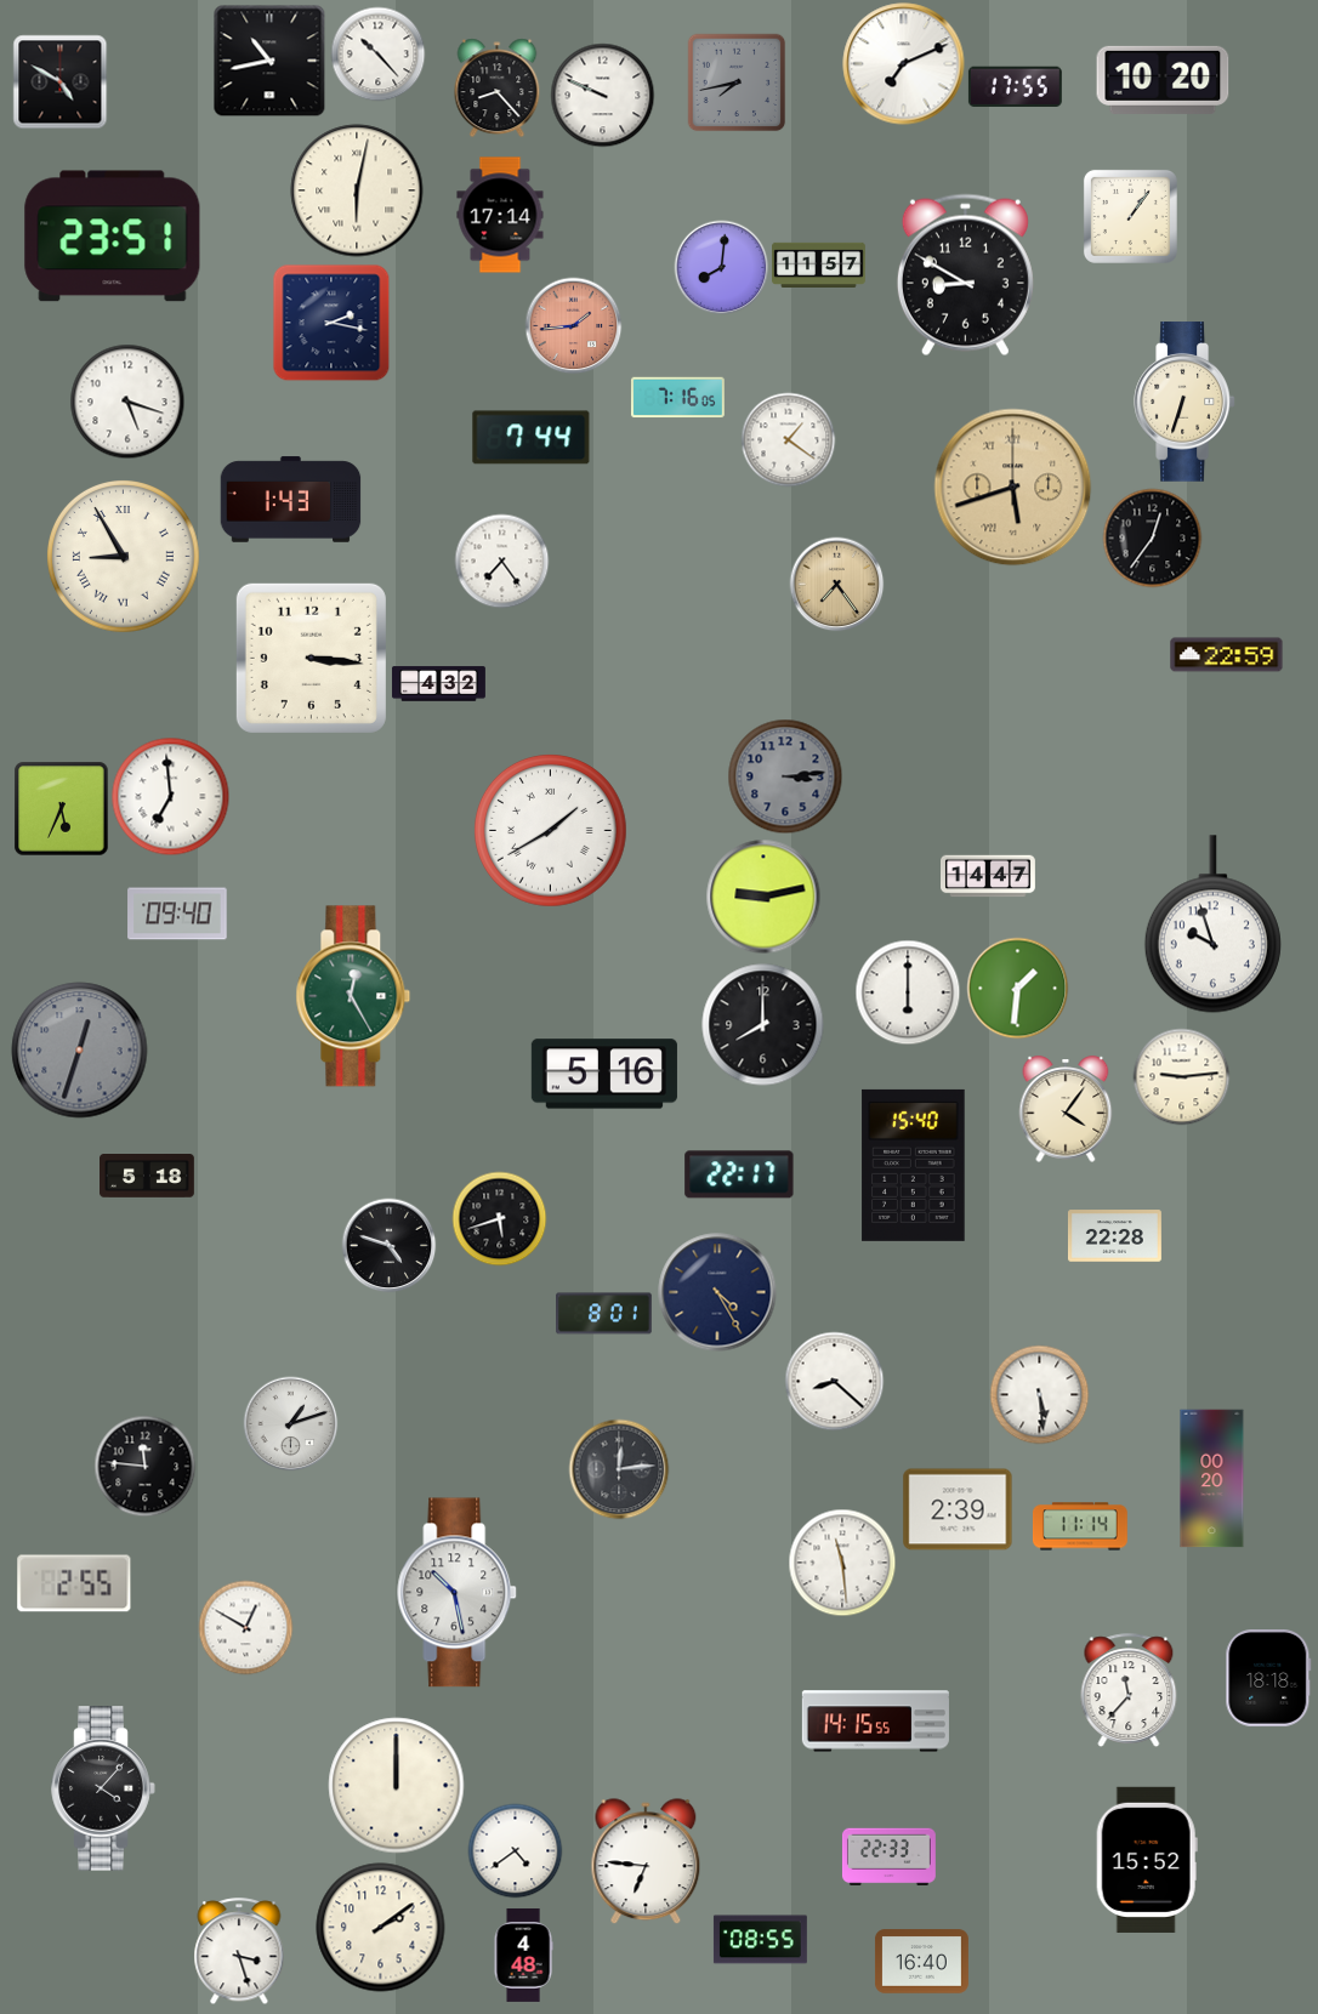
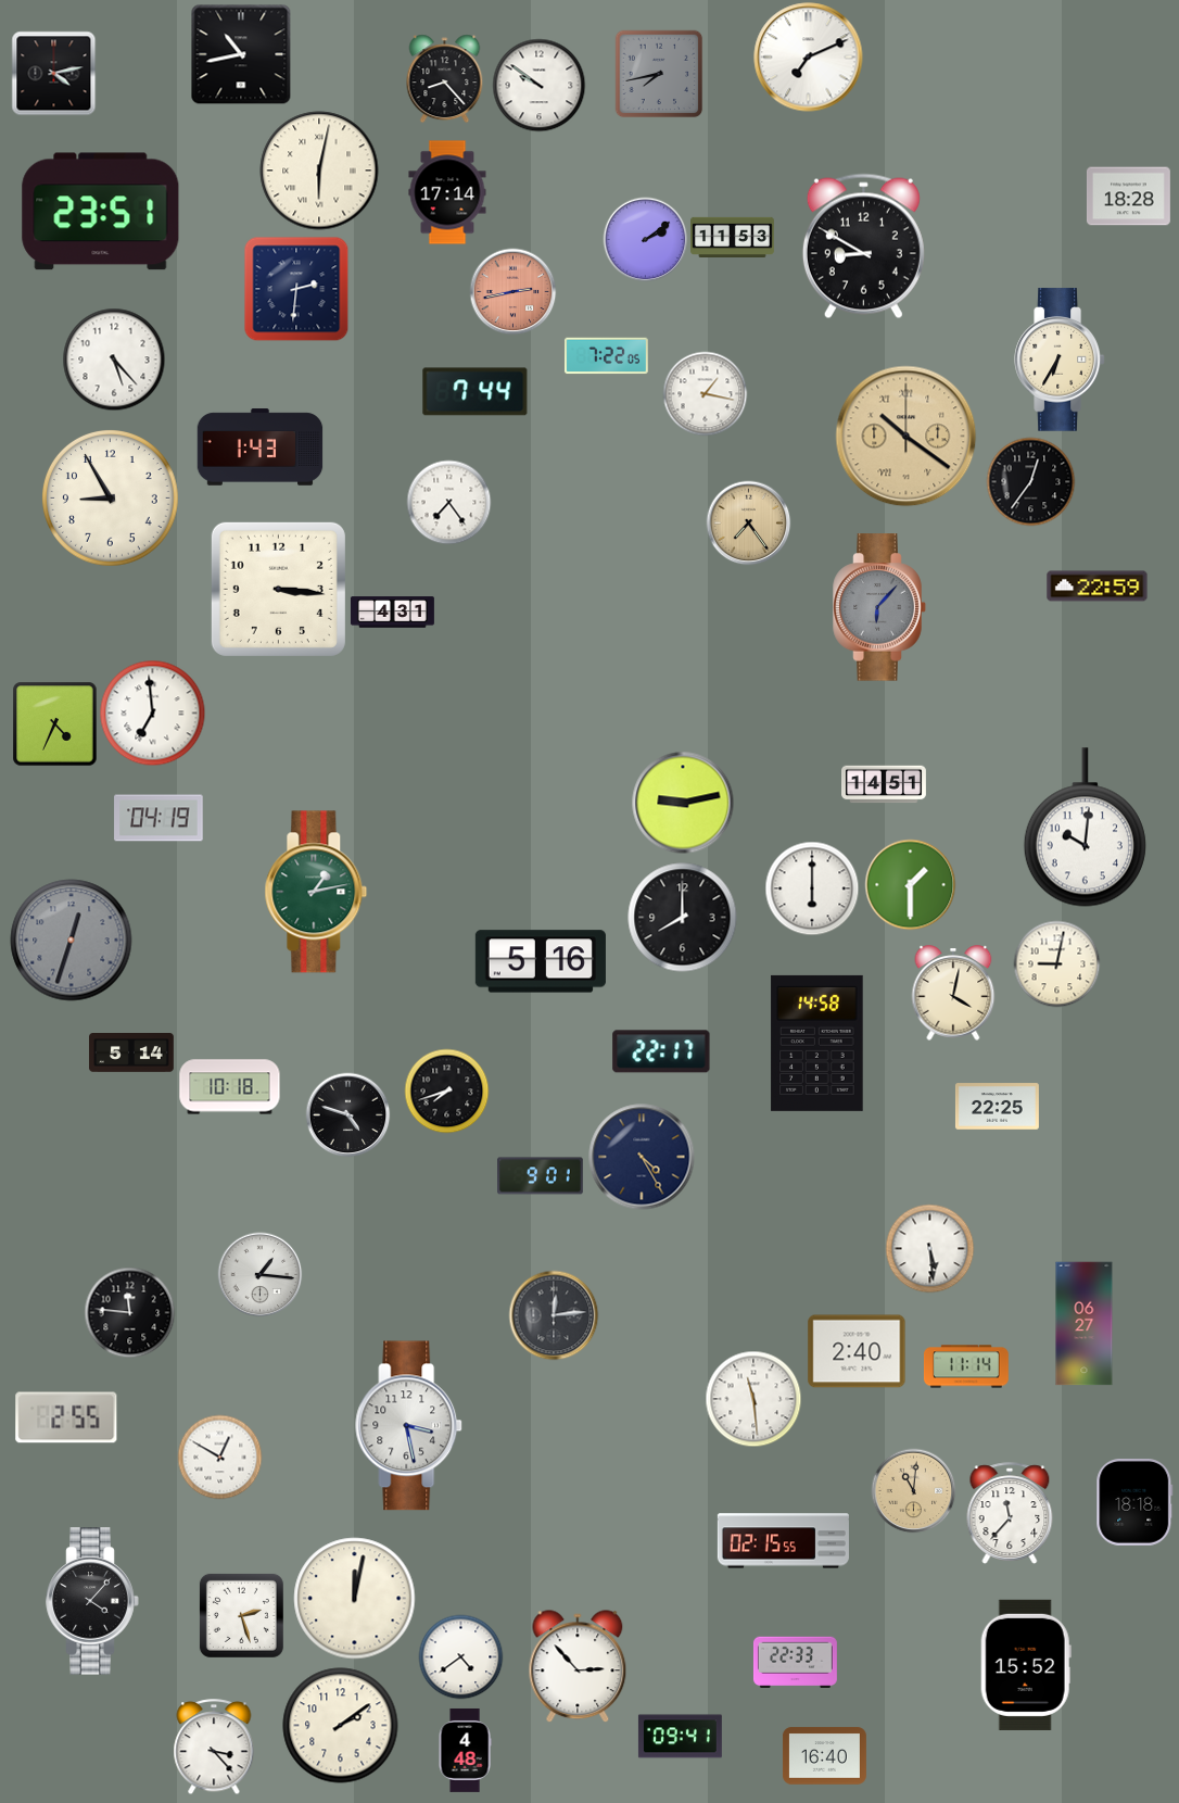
clock at (377, 53): 10:23 -> none
clock at (1163, 80): 10:20 -> none
clock at (59, 81): 4:50 -> 4:13
clock at (1015, 86): 17:55 -> none
clock at (602, 95): 9:49 -> 9:51
clock at (1130, 216): 1:06 -> none
clock at (1128, 197): none -> 18:28
clock at (819, 264): 11:57 -> 11:53
clock at (721, 267): 8:01 -> 2:09
clock at (331, 323): 2:17 -> 2:31
clock at (573, 325): 1:44 -> 2:43
clock at (677, 398): 7:16 -> 7:22
clock at (127, 402): 5:18 -> 5:23
clock at (1185, 402): 6:33 -> 6:35
clock at (788, 439): 1:21 -> 1:17
clock at (1013, 488): 5:42 -> 10:21
clock at (124, 557) numerals: Roman -> Arabic
clock at (879, 607): none -> 6:07
clock at (439, 684): 4:32 -> 4:31
clock at (785, 776): 3:14 -> none
clock at (61, 808): 5:34 -> 4:34
clock at (551, 831): 1:40 -> none
clock at (989, 876): 14:47 -> 14:51
clock at (177, 914): 09:40 -> 04:19
clock at (1212, 924): 9:57 -> 10:01
clock at (1017, 988): 1:31 -> 1:30
clock at (353, 996): 12:25 -> 1:13
clock at (1181, 1076): 9:14 -> 9:02
clock at (1066, 1109): 4:06 -> 4:02
clock at (914, 1165): 15:40 -> 14:58
clock at (148, 1176): 5:18 -> 5:14
clock at (230, 1087): none -> 10:18
clock at (499, 1218): 5:42 -> 7:42
clock at (1114, 1236): 22:28 -> 22:25
clock at (604, 1314): 8:01 -> 9:01
clock at (834, 1381): 8:22 -> none
clock at (290, 1423): 1:12 -> 1:16
clock at (1212, 1479): 00:20 -> 06:27
clock at (958, 1509): 2:39 -> 2:40
clock at (458, 1593): 10:28 -> 3:28
clock at (913, 1490): none -> 11:01
clock at (875, 1722): 14:15 -> 02:15
clock at (397, 1786): 12:00 -> 12:02
clock at (241, 1615): none -> 2:27
clock at (646, 1861): 6:46 -> 2:53
clock at (760, 1940): 08:55 -> 09:41
clock at (239, 1951): 3:27 -> 3:23
clock at (523, 1955) position: (523, 1955) -> (465, 1750)
